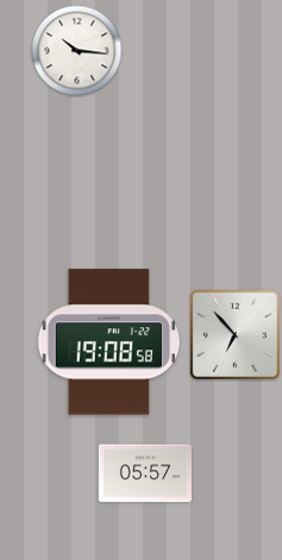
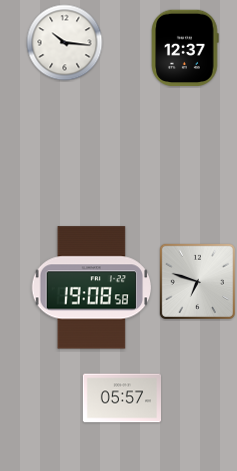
clock at (185, 48): none -> 12:37
clock at (234, 334): 6:53 -> 6:48
